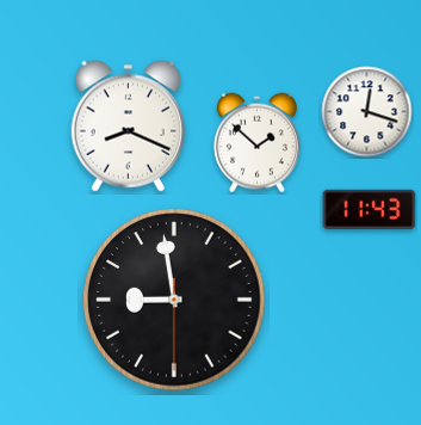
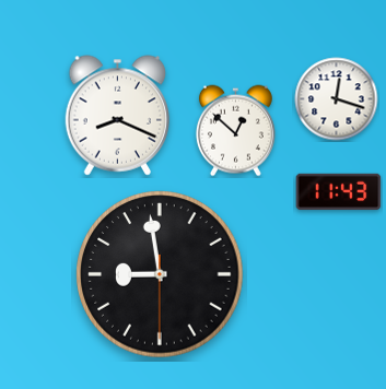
clock at (367, 112) position: (367, 112) -> (337, 99)
clock at (256, 143): 1:52 -> 12:52
